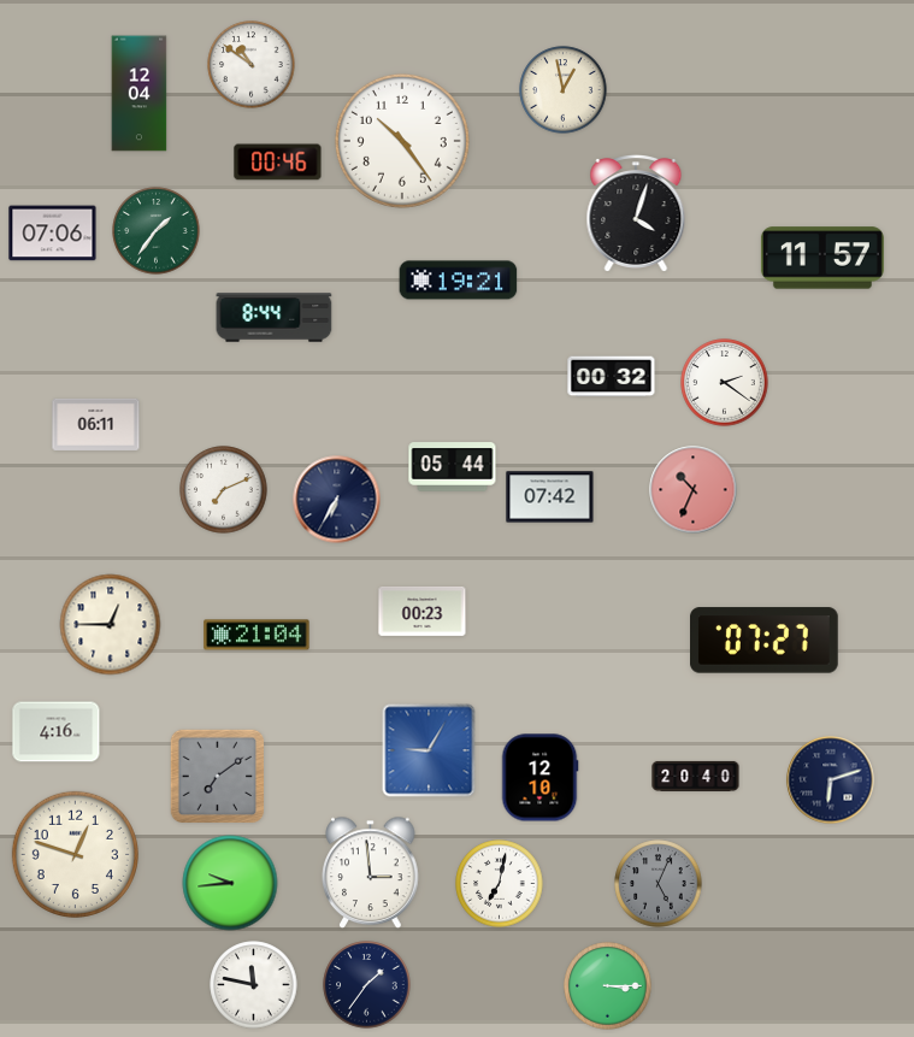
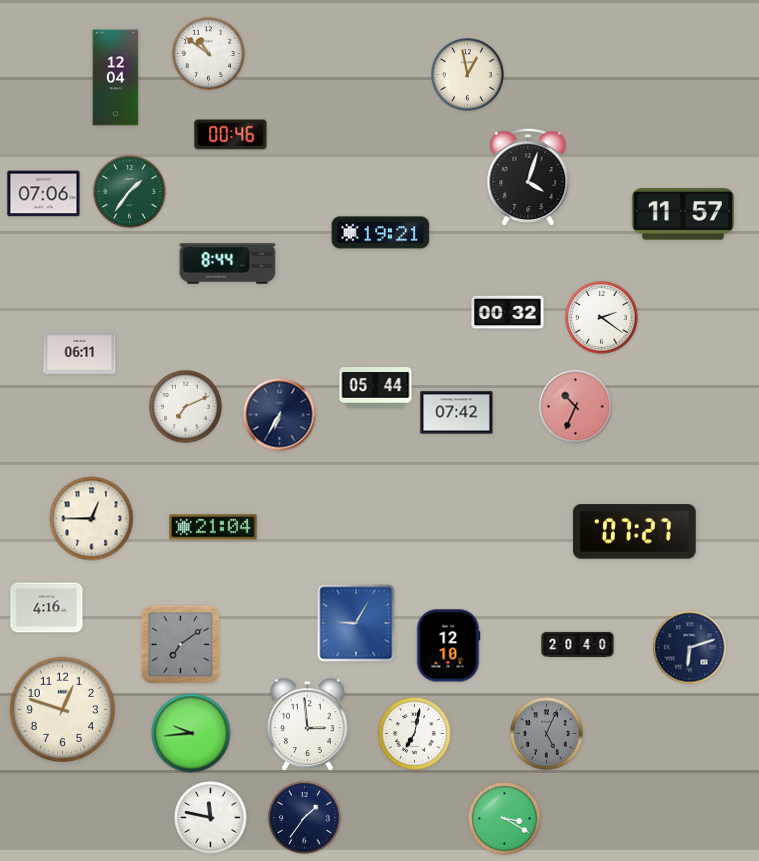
clock at (402, 141): 10:24 -> none
clock at (423, 611): 00:23 -> none
clock at (608, 986): 3:15 -> 3:20
